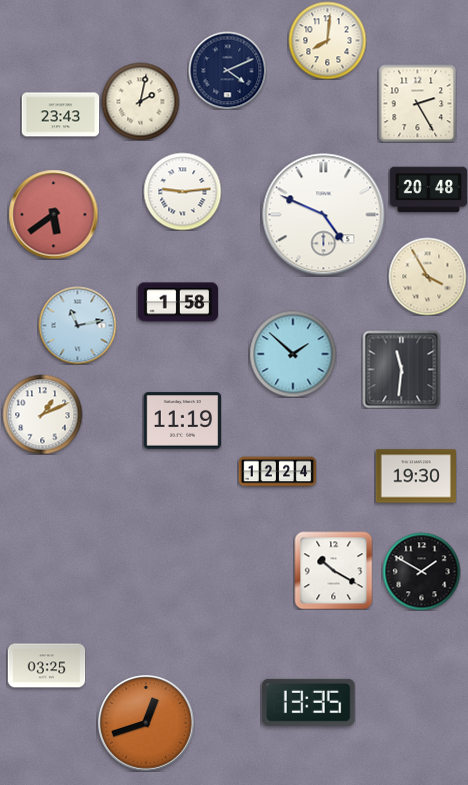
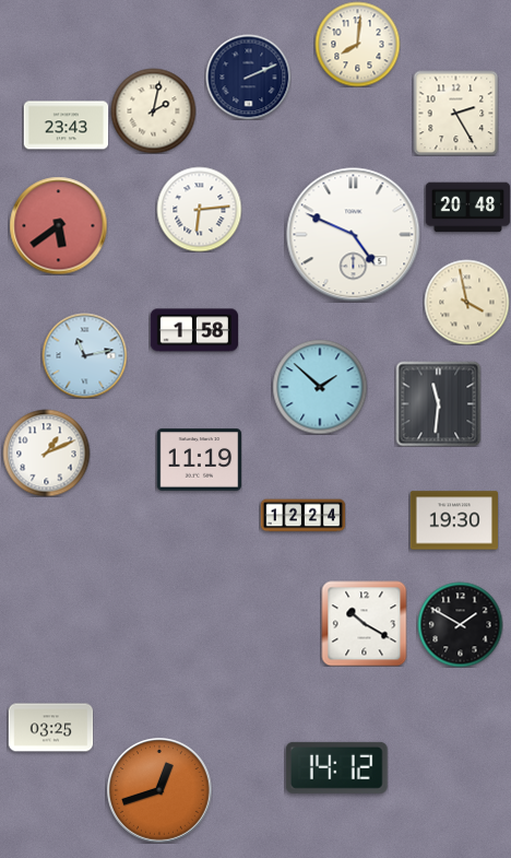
clock at (227, 70): 4:11 -> 2:11
clock at (182, 191): 9:14 -> 6:14
clock at (53, 214) position: (53, 214) -> (58, 225)
clock at (427, 276): 3:55 -> 3:58
clock at (308, 702): 13:35 -> 14:12
